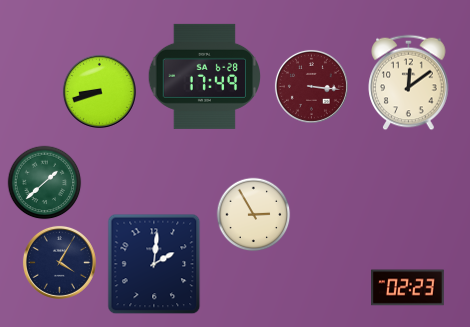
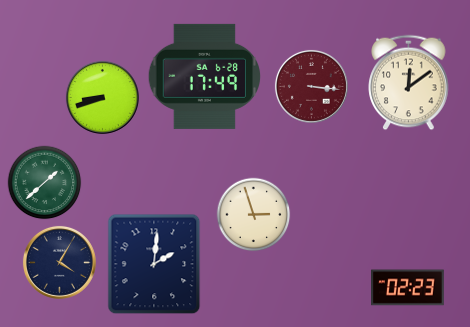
clock at (99, 91) position: (99, 91) -> (102, 97)
clock at (254, 215): 2:55 -> 2:57
